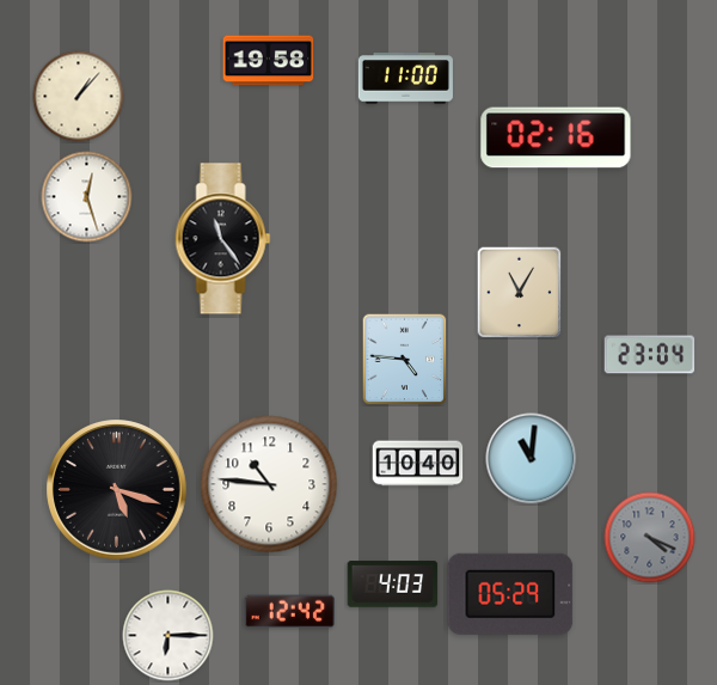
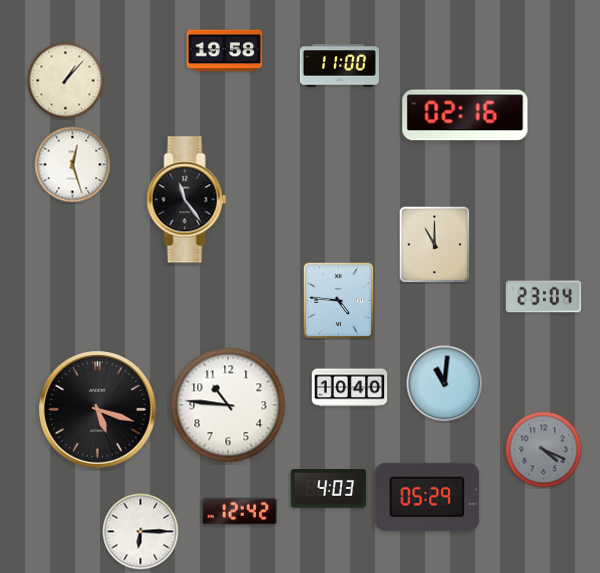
clock at (520, 293): 11:05 -> 11:00
clock at (269, 484) position: (269, 484) -> (228, 405)
clock at (290, 612) position: (290, 612) -> (240, 512)
